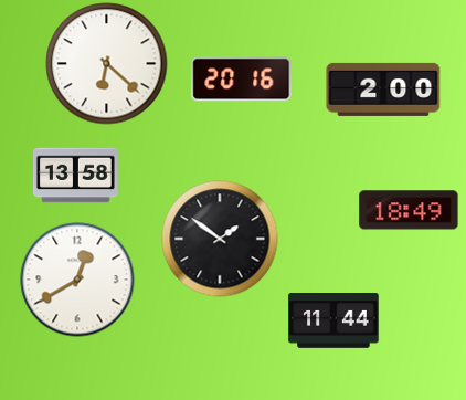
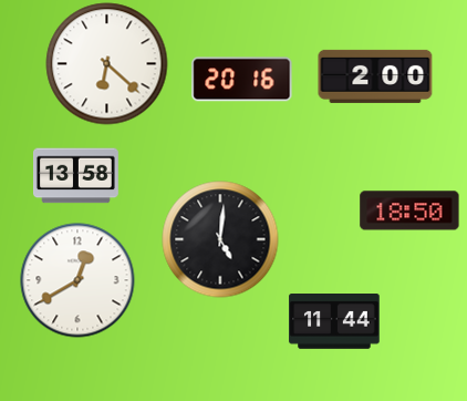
clock at (383, 90) position: (383, 90) -> (375, 76)
clock at (409, 210): 18:49 -> 18:50
clock at (220, 239): 1:51 -> 5:01
